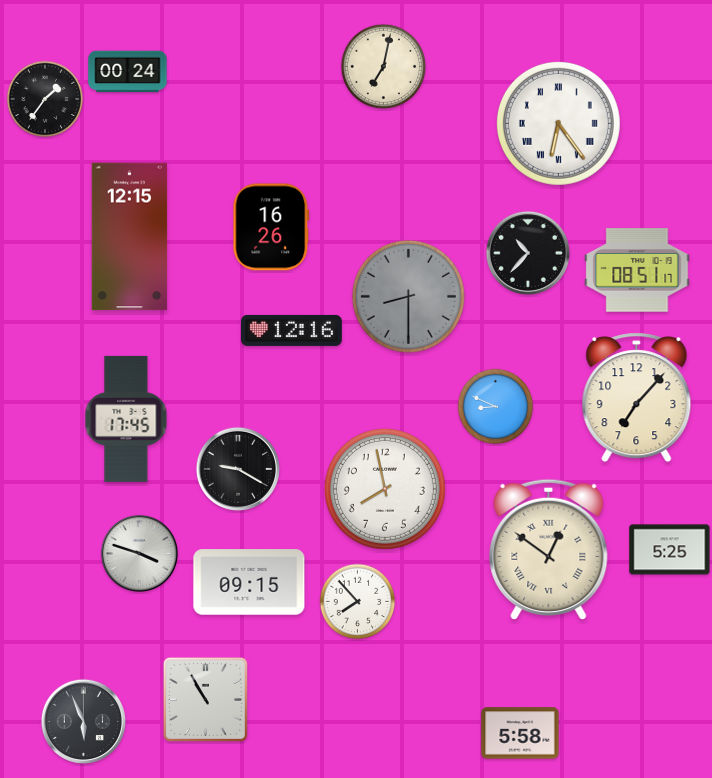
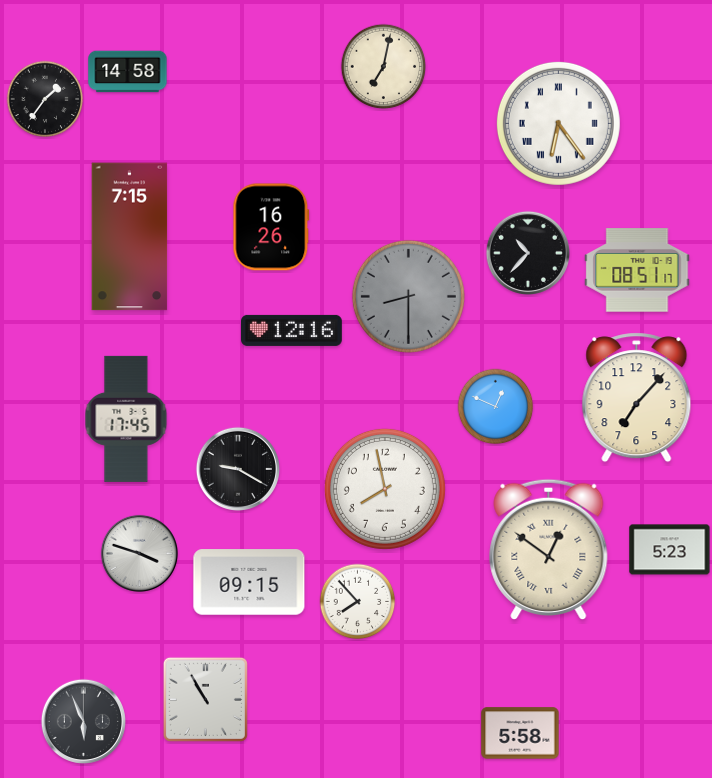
clock at (128, 72): 00:24 -> 14:58
clock at (130, 237): 12:15 -> 7:15
clock at (496, 407): 8:49 -> 12:49
clock at (670, 550): 5:25 -> 5:23
